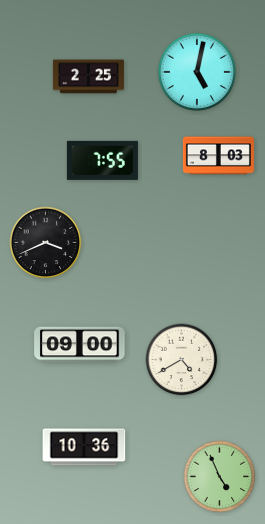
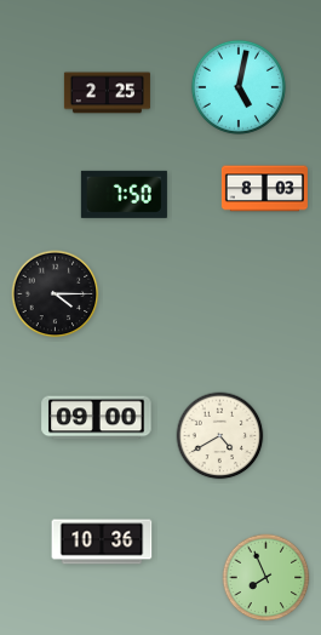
clock at (102, 160): 7:55 -> 7:50
clock at (46, 243): 3:41 -> 4:15
clock at (220, 477): 4:56 -> 7:56
